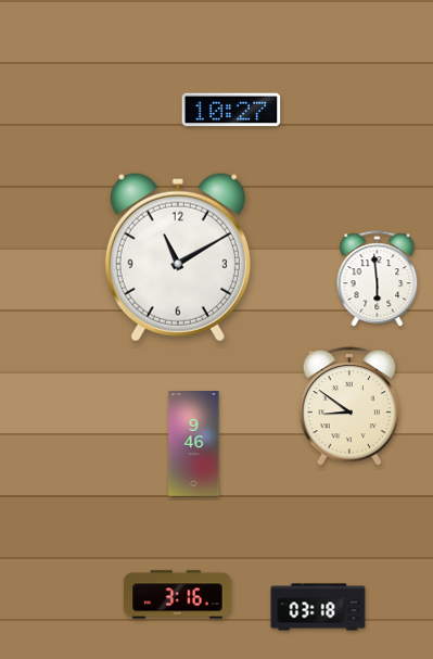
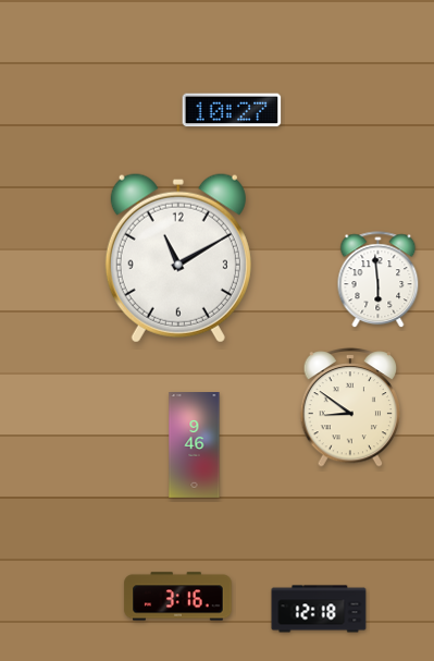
clock at (318, 607): 03:18 -> 12:18
